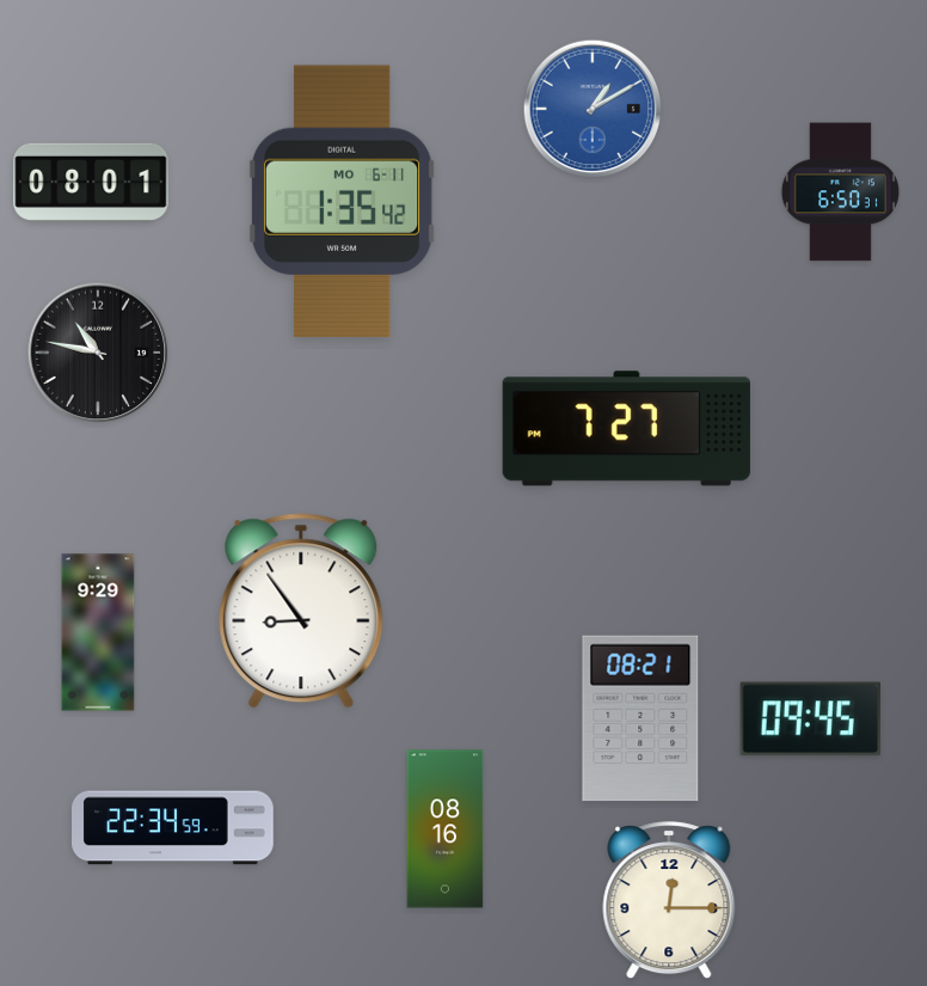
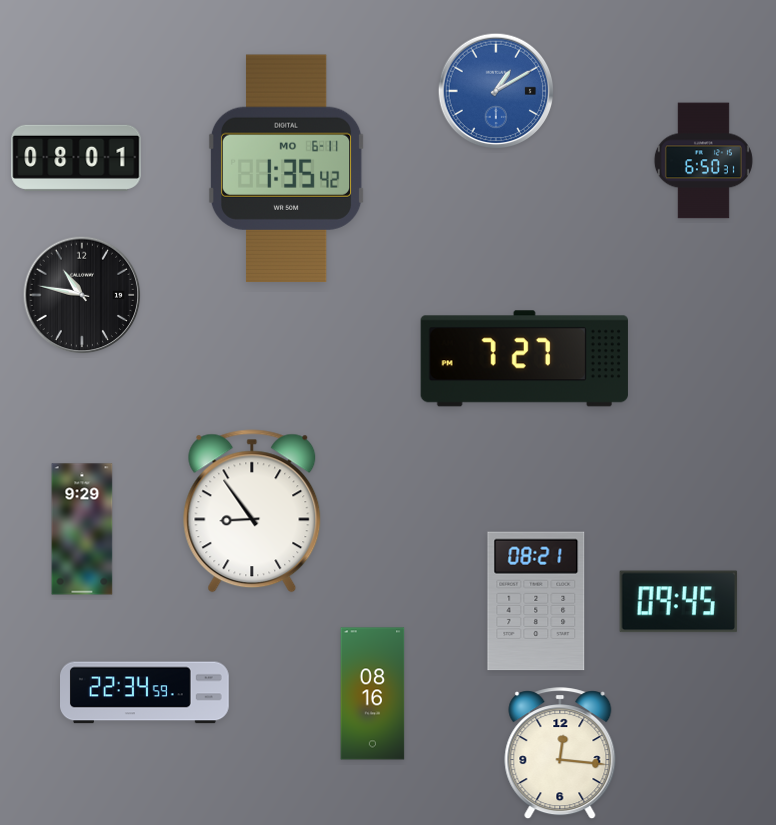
clock at (91, 183) position: (91, 183) -> (76, 158)
clock at (669, 901): 12:15 -> 12:16
